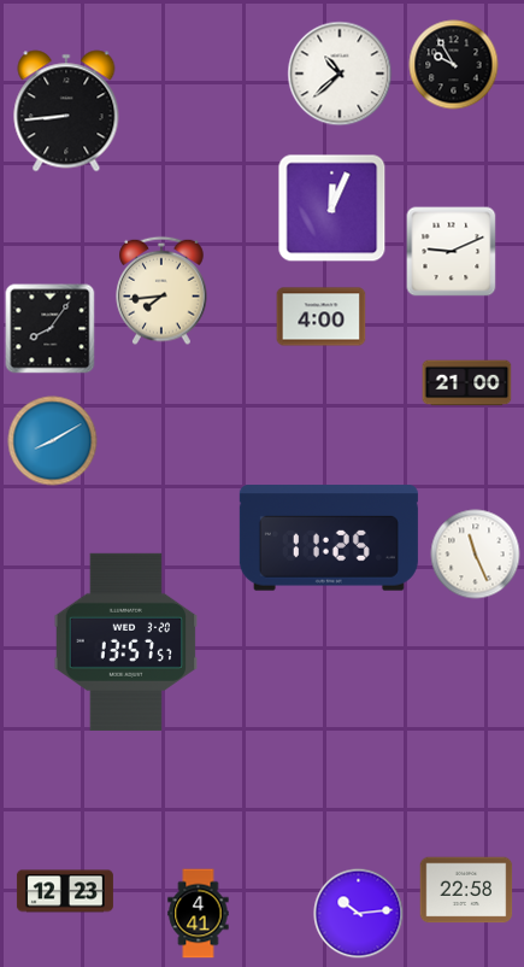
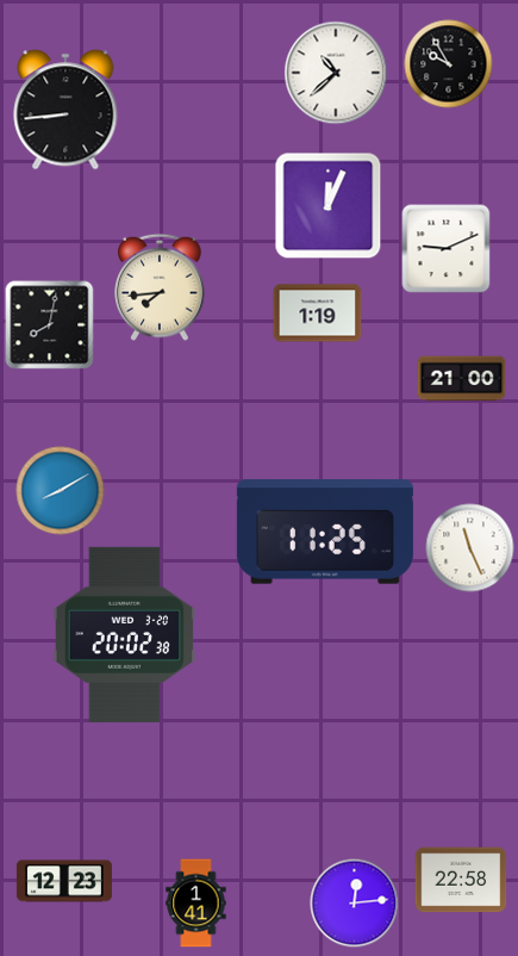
clock at (322, 317): 4:00 -> 1:19
clock at (51, 329): 8:06 -> 8:02
clock at (53, 441) position: (53, 441) -> (61, 491)
clock at (126, 641): 13:57 -> 20:02
clock at (199, 914): 4:41 -> 1:41
clock at (359, 914): 10:14 -> 12:14
